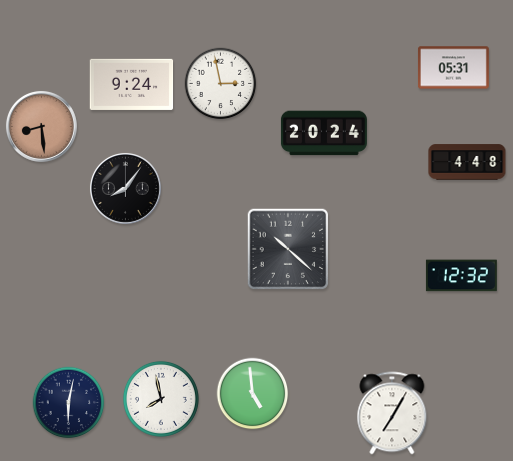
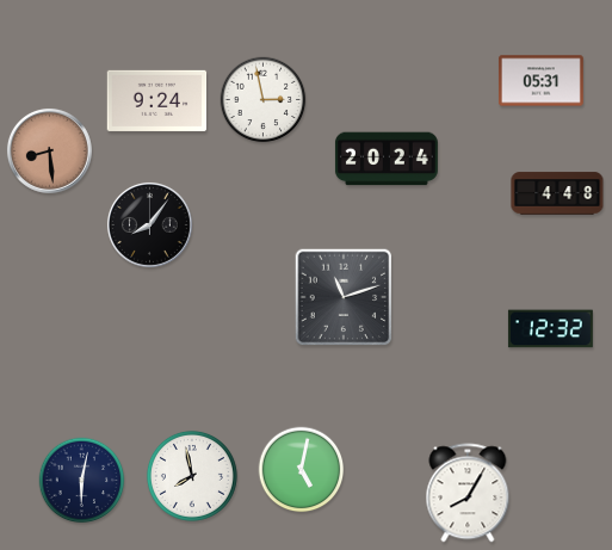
clock at (288, 249): 10:22 -> 11:12
clock at (253, 394): 4:59 -> 5:02
clock at (392, 413): 7:05 -> 8:05
